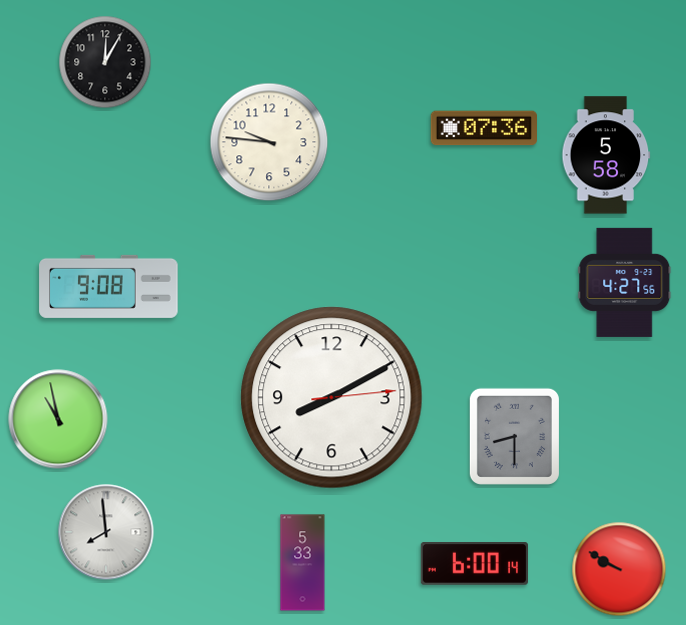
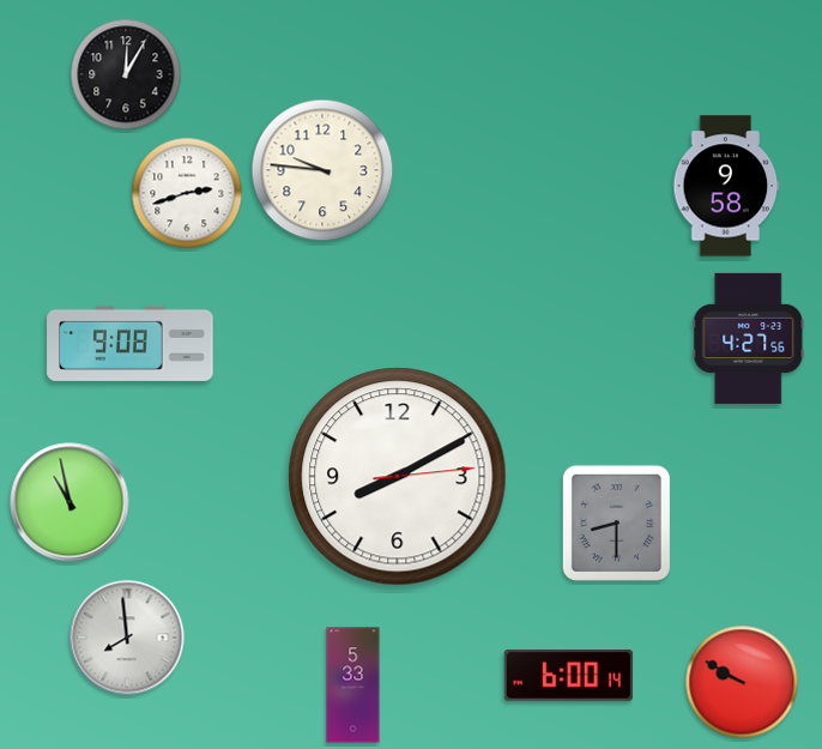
clock at (484, 128): 07:36 -> none
clock at (606, 155): 5:58 -> 9:58
clock at (187, 193): none -> 2:42
clock at (303, 563) position: (303, 563) -> (353, 685)
